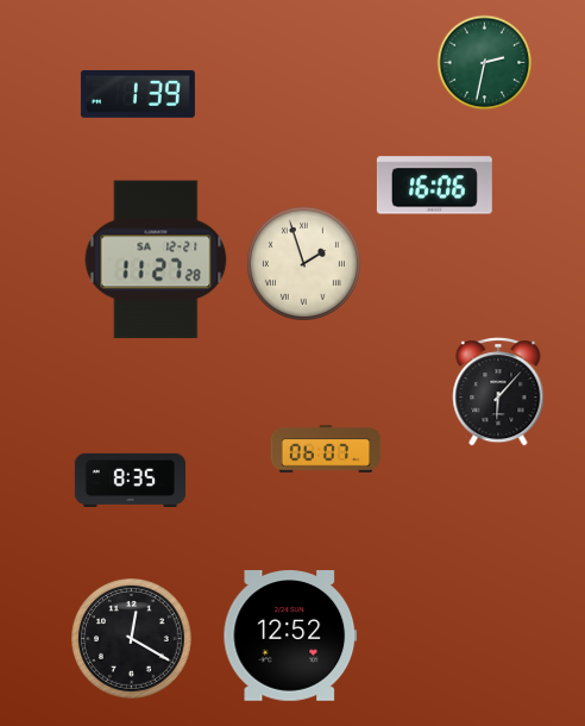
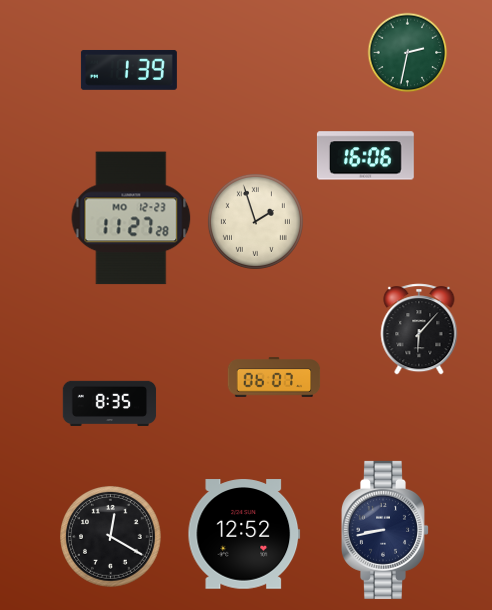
clock at (138, 94) position: (138, 94) -> (129, 70)
clock at (156, 259) date: SA 12-21 -> MO 12-23
clock at (385, 530): none -> 8:43
